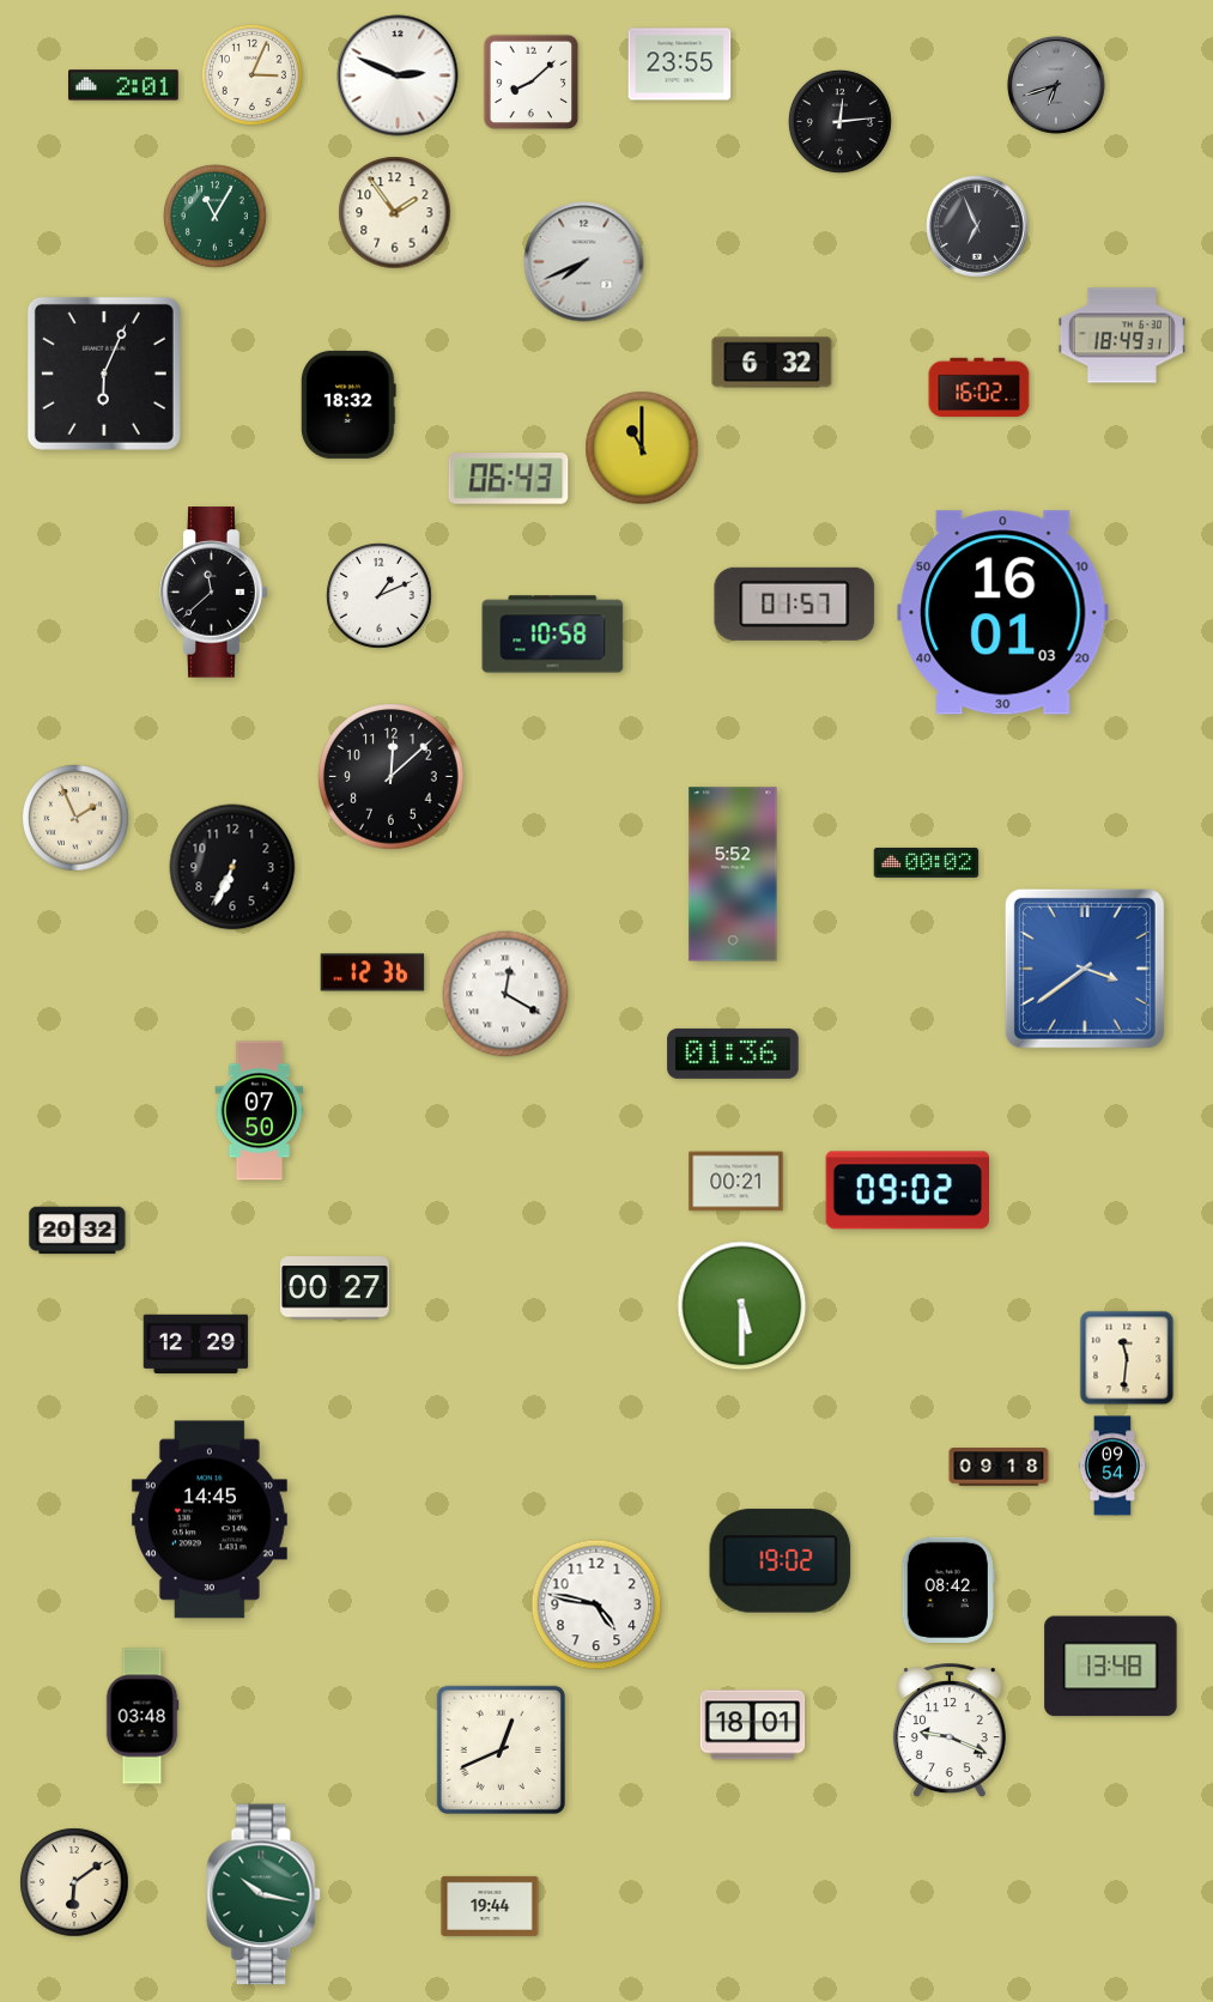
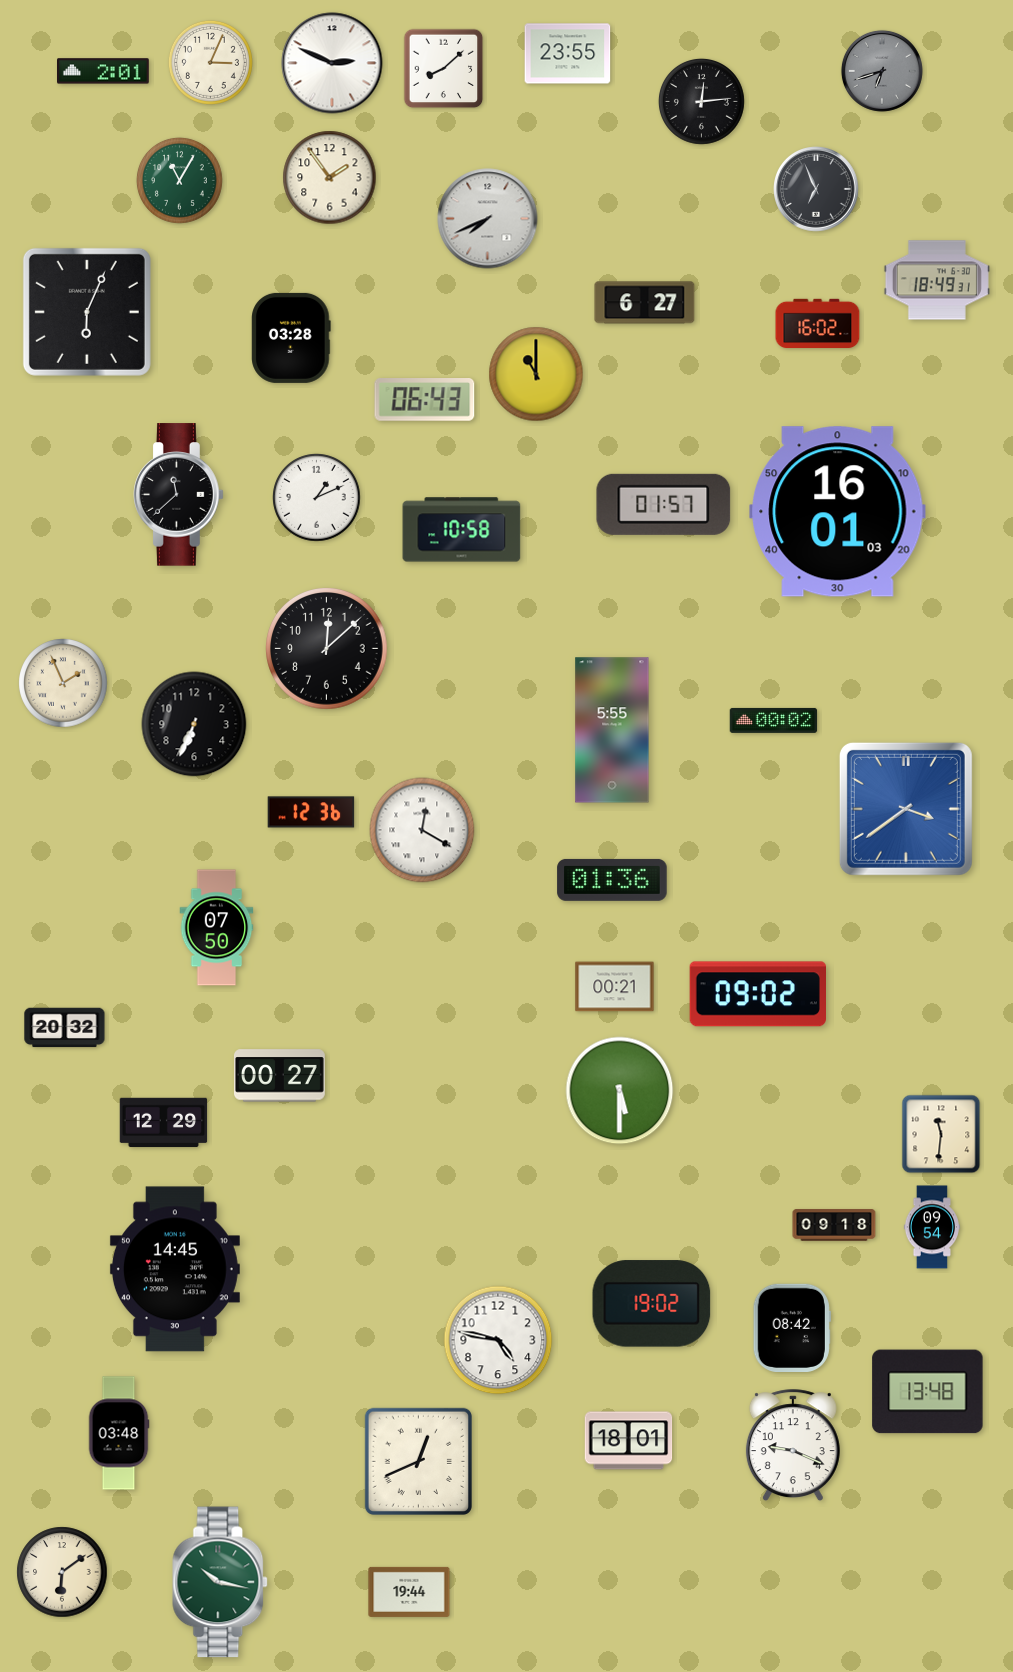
clock at (772, 363): 6:32 -> 6:27
clock at (348, 405): 18:32 -> 03:28
clock at (733, 874): 5:52 -> 5:55
clock at (1111, 1466) position: (1111, 1466) -> (931, 1227)
